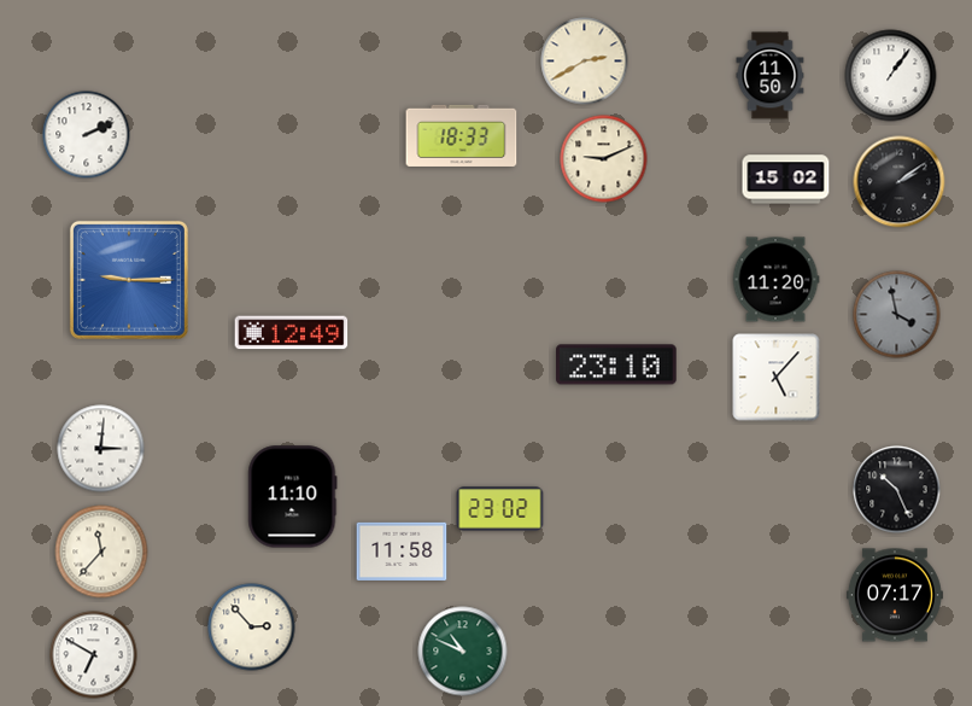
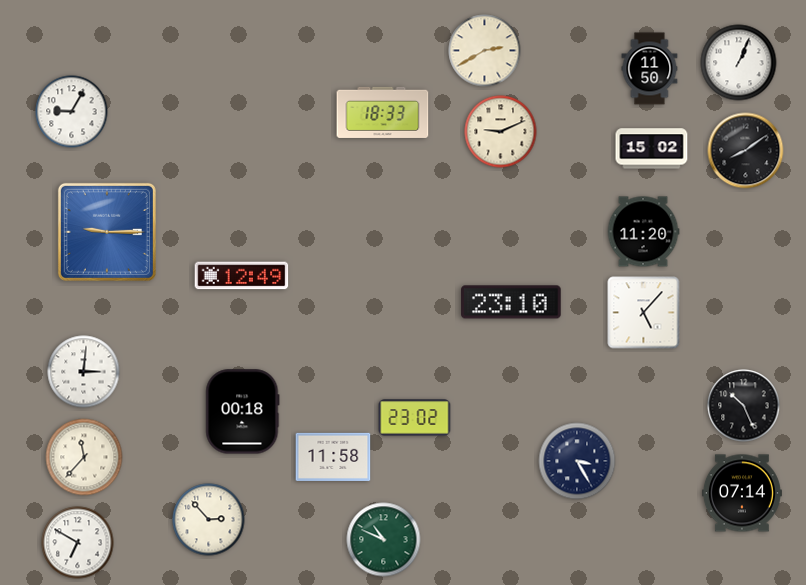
clock at (771, 76) position: (771, 76) -> (650, 69)
clock at (891, 76): 1:06 -> 1:04
clock at (87, 135): 2:11 -> 9:05
clock at (900, 182): 2:09 -> 8:09
clock at (897, 315): 3:58 -> none
clock at (293, 497): 11:10 -> 00:18
clock at (500, 509) position: (500, 509) -> (415, 418)
clock at (577, 461): none -> 3:25
clock at (895, 595): 07:17 -> 07:14
